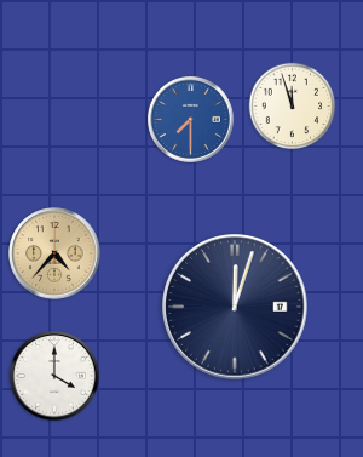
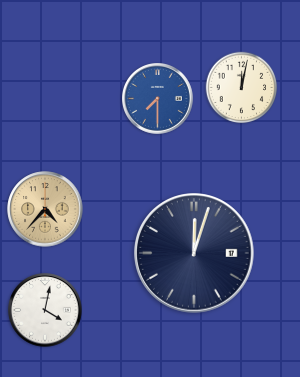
clock at (293, 107): 11:57 -> 12:02
clock at (54, 376): 4:00 -> 4:02
